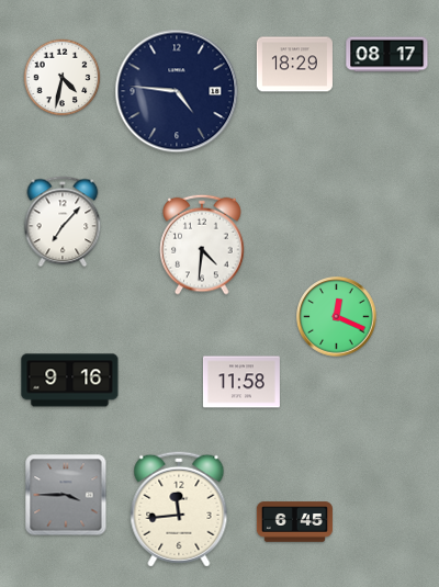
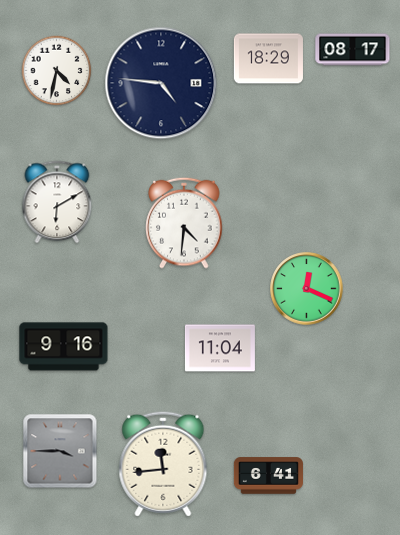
clock at (63, 222): 7:07 -> 6:10
clock at (241, 382): 11:58 -> 11:04
clock at (294, 522): 6:45 -> 6:41
